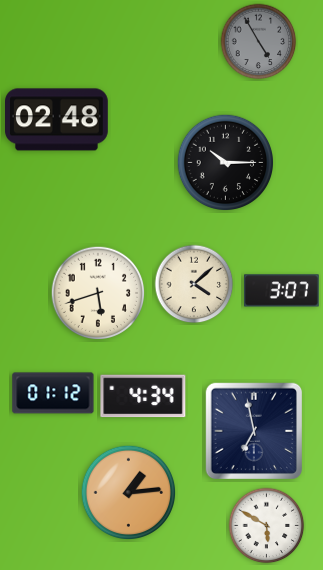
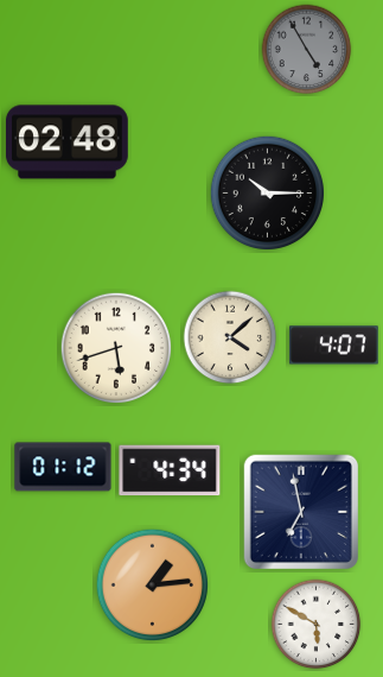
clock at (282, 291): 3:07 -> 4:07
